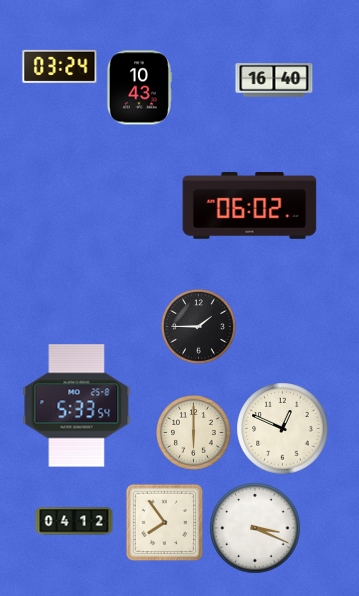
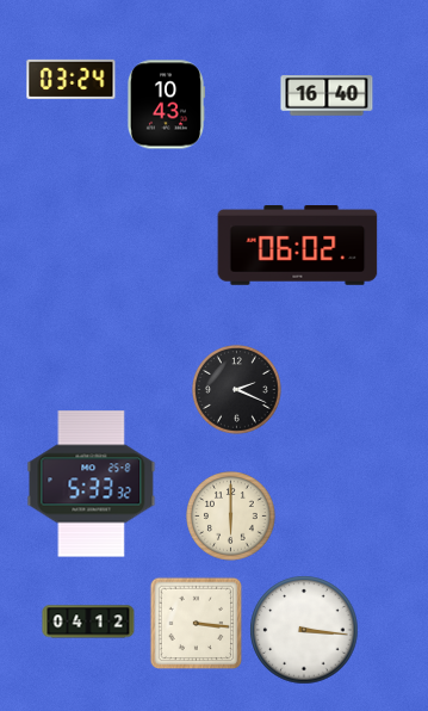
clock at (199, 327): 1:45 -> 2:19
clock at (77, 406): 5:33:54 -> 5:33:32
clock at (283, 429): 12:49 -> none
clock at (165, 523): 7:54 -> 3:16
clock at (255, 528): 3:19 -> 3:16
